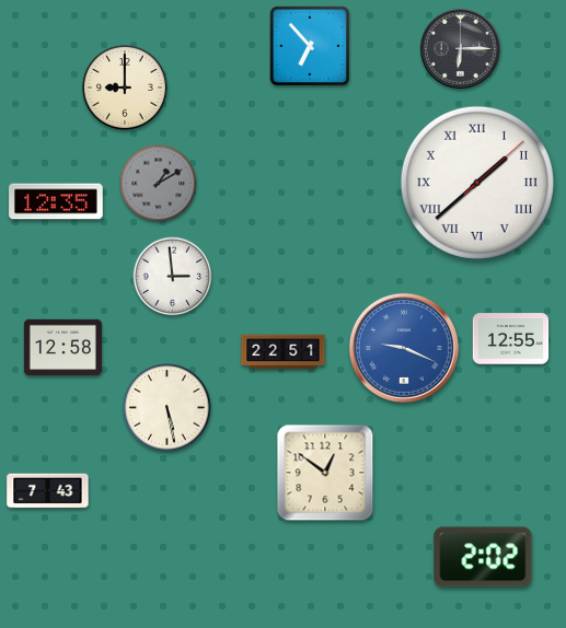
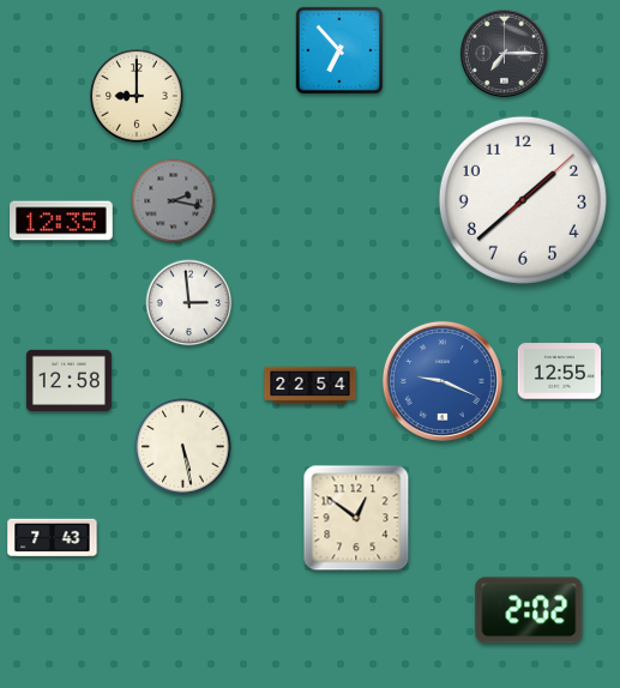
clock at (460, 48): 6:15 -> 7:15
clock at (477, 183) numerals: Roman -> Arabic
clock at (159, 184): 1:10 -> 2:17
clock at (284, 352): 22:51 -> 22:54
